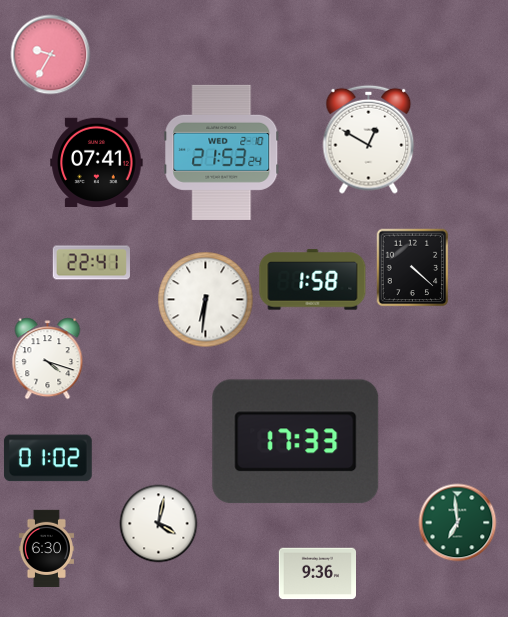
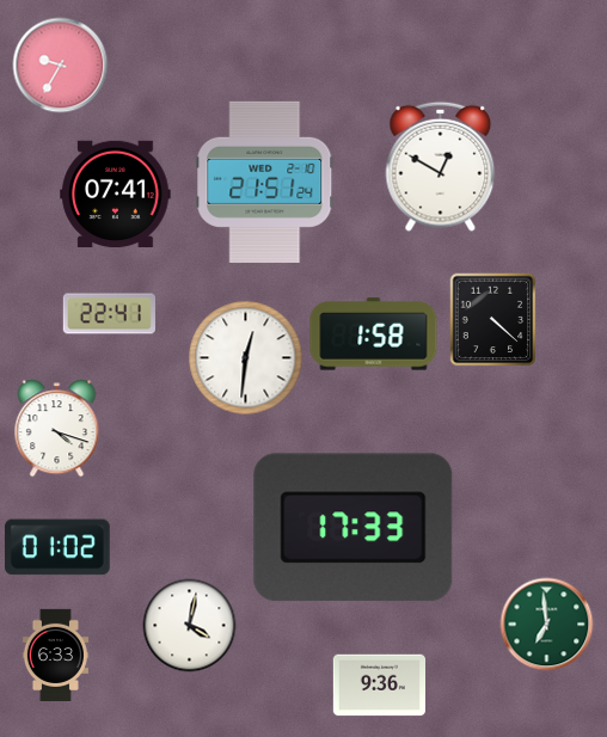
clock at (222, 152): 21:53 -> 21:51
clock at (205, 299): 6:31 -> 12:31
clock at (46, 548): 6:30 -> 6:33
